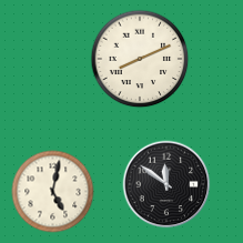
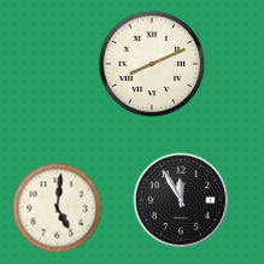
clock at (166, 184): 11:51 -> 11:55
clock at (53, 192): 5:02 -> 5:01
